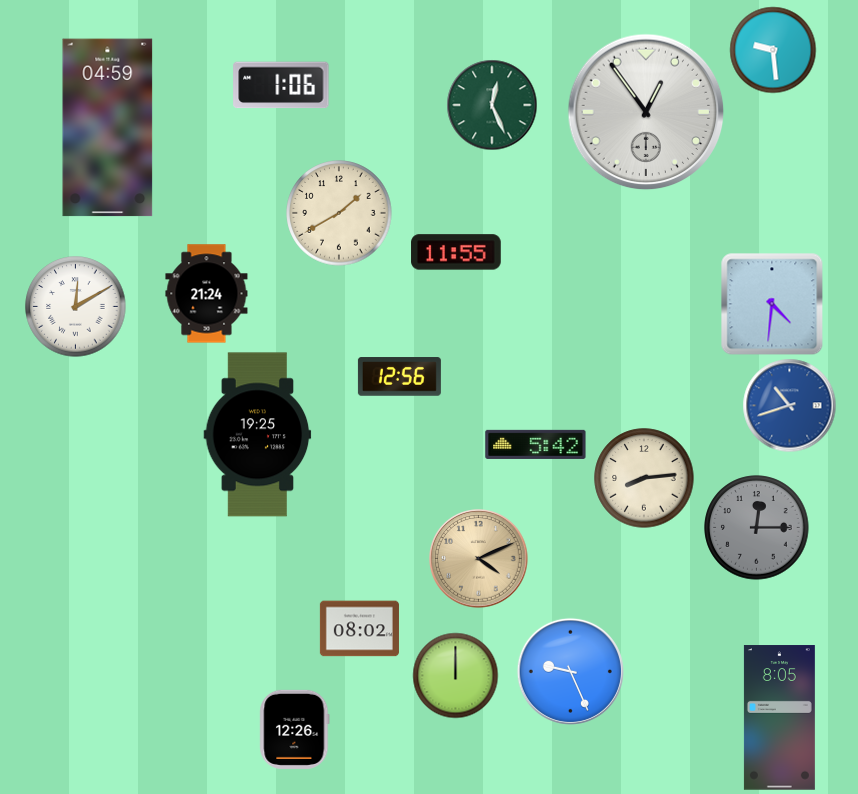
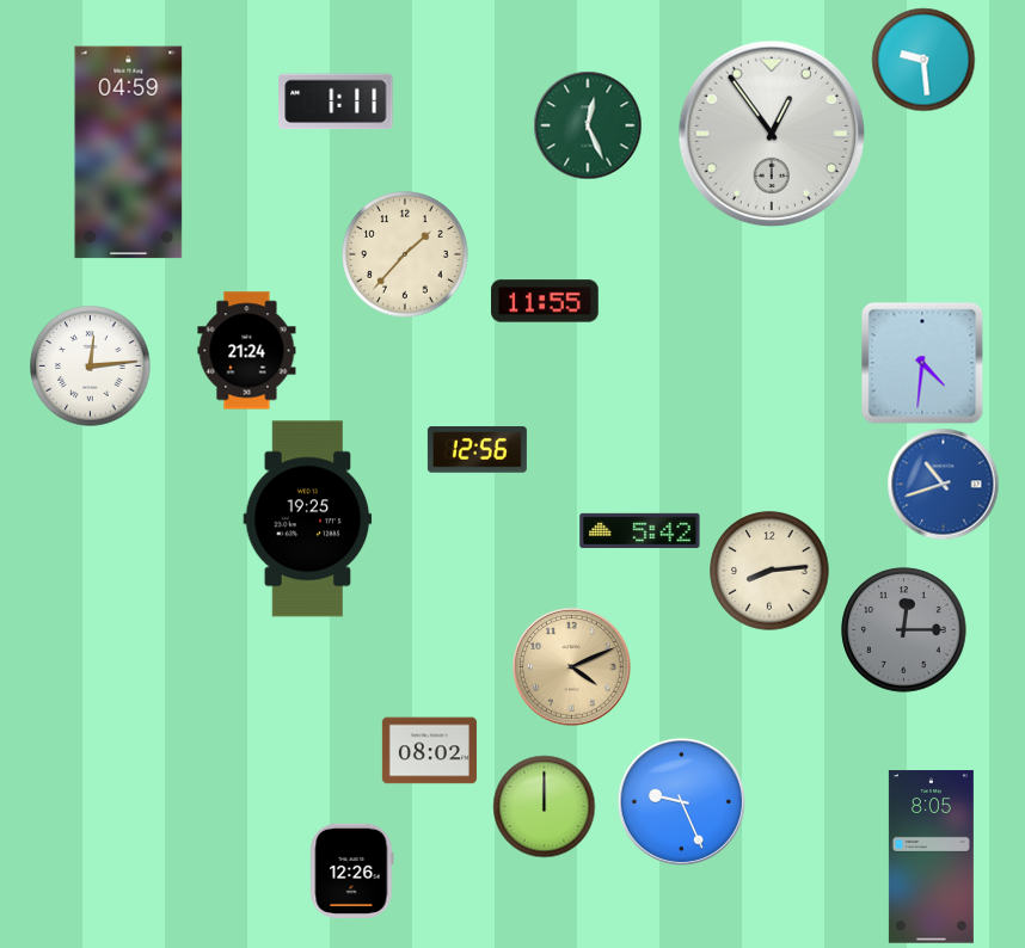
clock at (281, 85): 1:06 -> 1:11
clock at (339, 213): 1:40 -> 1:37
clock at (76, 307): 12:10 -> 12:14
